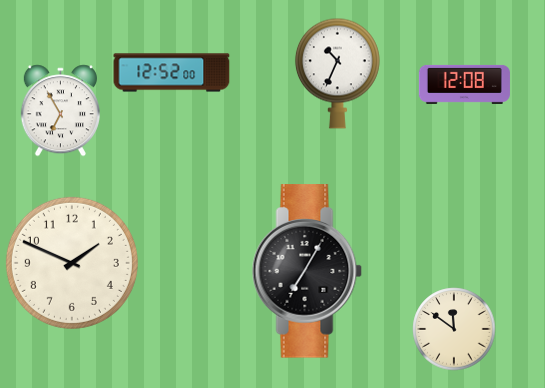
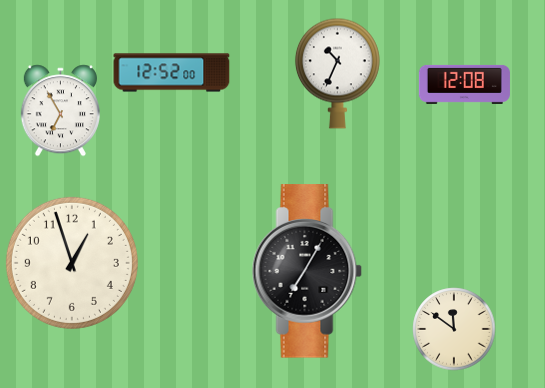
clock at (72, 263): 1:49 -> 12:57
